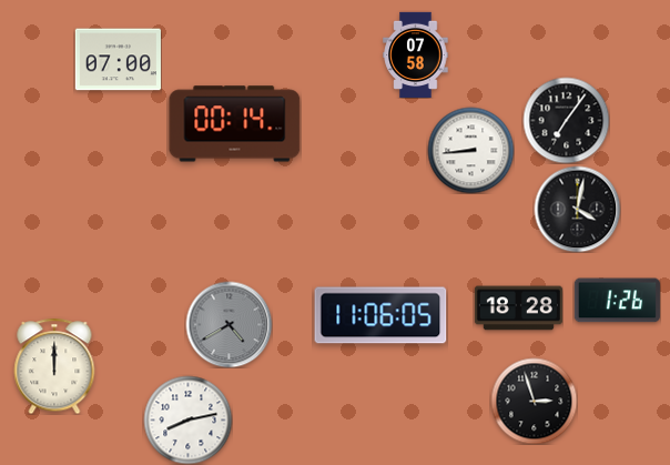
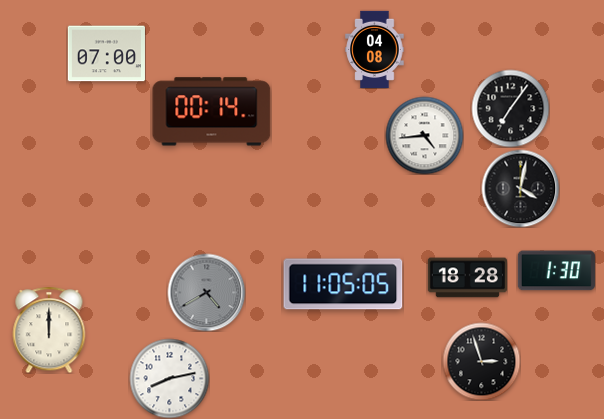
clock at (416, 54): 07:58 -> 04:08
clock at (470, 150): 8:44 -> 4:44
clock at (617, 301): 1:26 -> 1:30
clock at (380, 315): 11:06 -> 11:05
